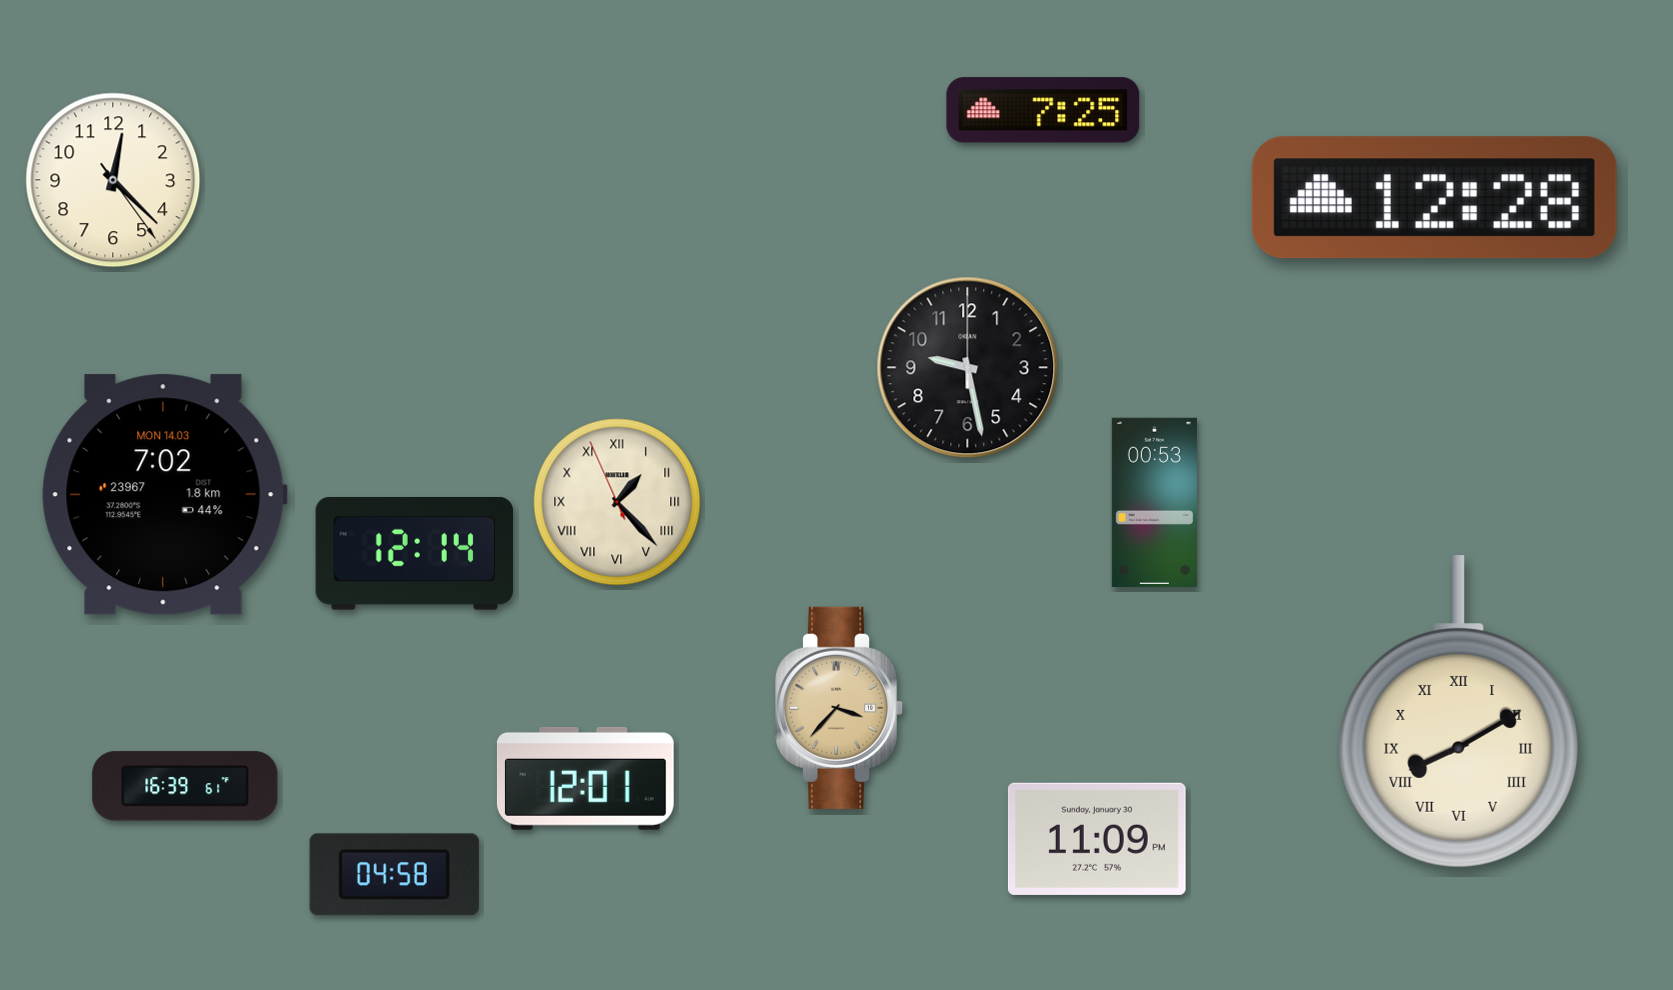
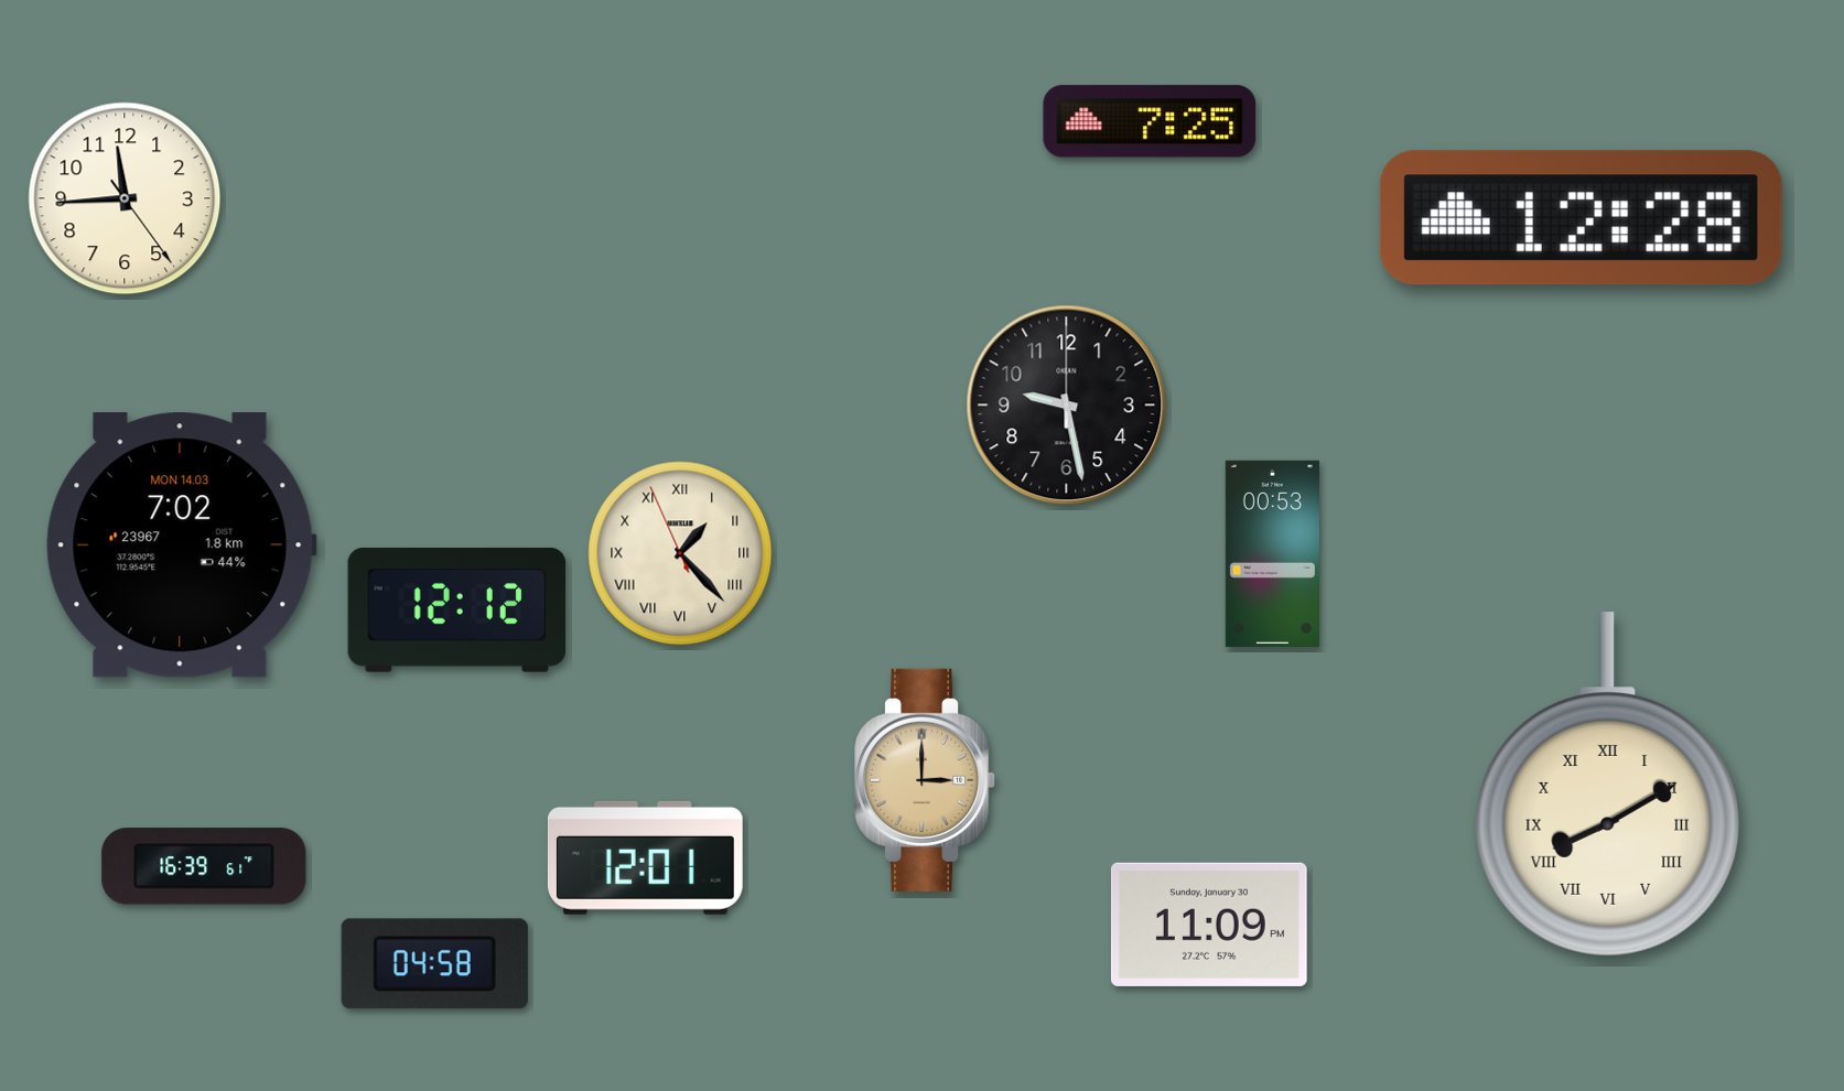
clock at (113, 180): 12:22 -> 11:44
clock at (415, 554): 12:14 -> 12:12
clock at (840, 708): 3:37 -> 3:00
